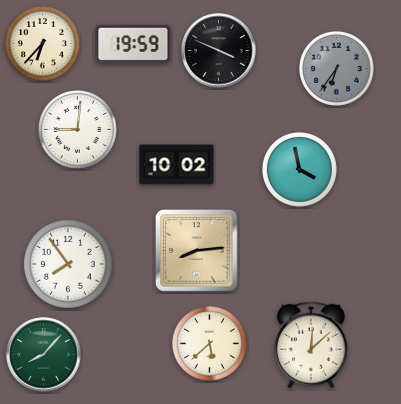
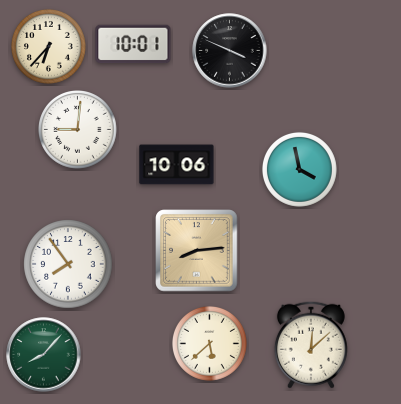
clock at (42, 43) position: (42, 43) -> (48, 46)
clock at (133, 44): 19:59 -> 10:01
clock at (219, 51) position: (219, 51) -> (230, 51)
clock at (336, 68): 6:36 -> none
clock at (177, 165): 10:02 -> 10:06
